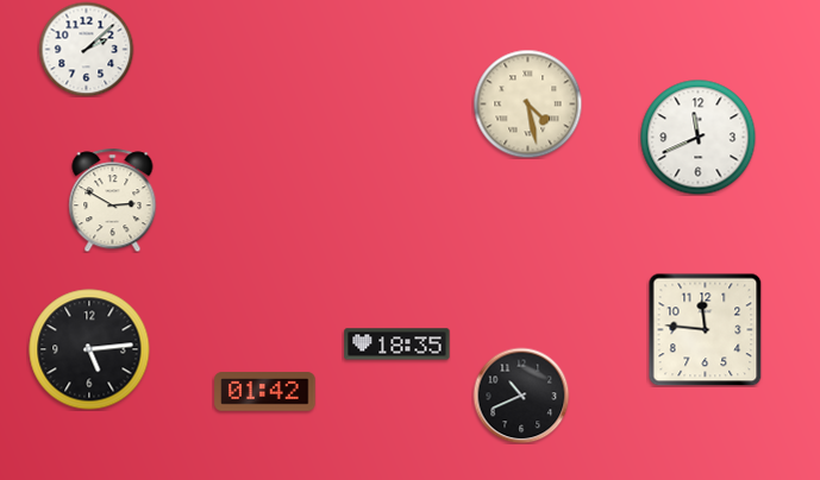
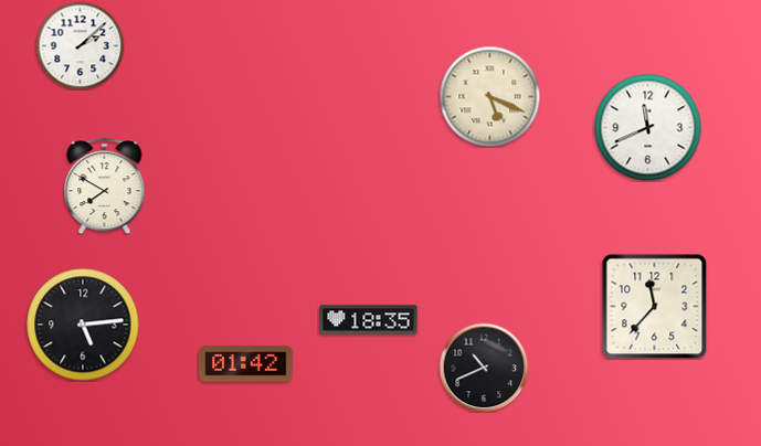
clock at (527, 103): 4:28 -> 5:19
clock at (113, 200): 2:50 -> 7:50
clock at (705, 329): 11:46 -> 11:37
